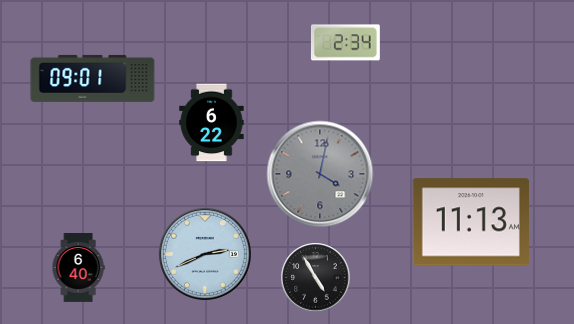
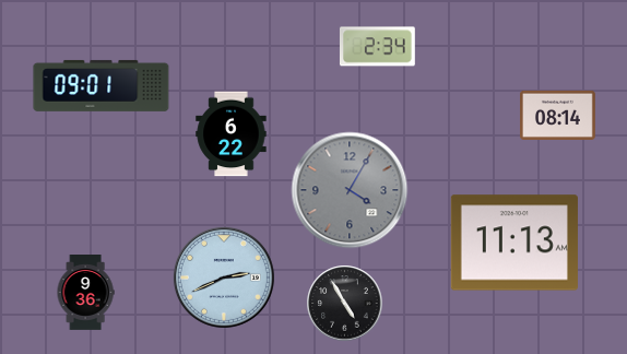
clock at (558, 115): none -> 08:14
clock at (320, 174): 4:02 -> 4:05
clock at (78, 268): 6:40 -> 9:36
